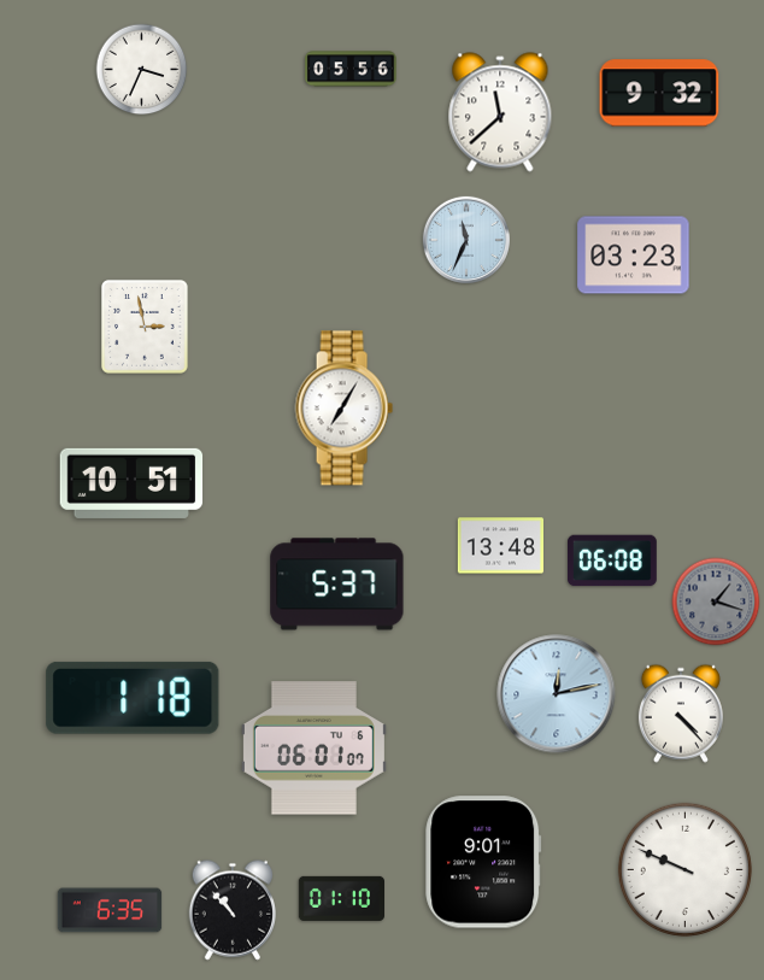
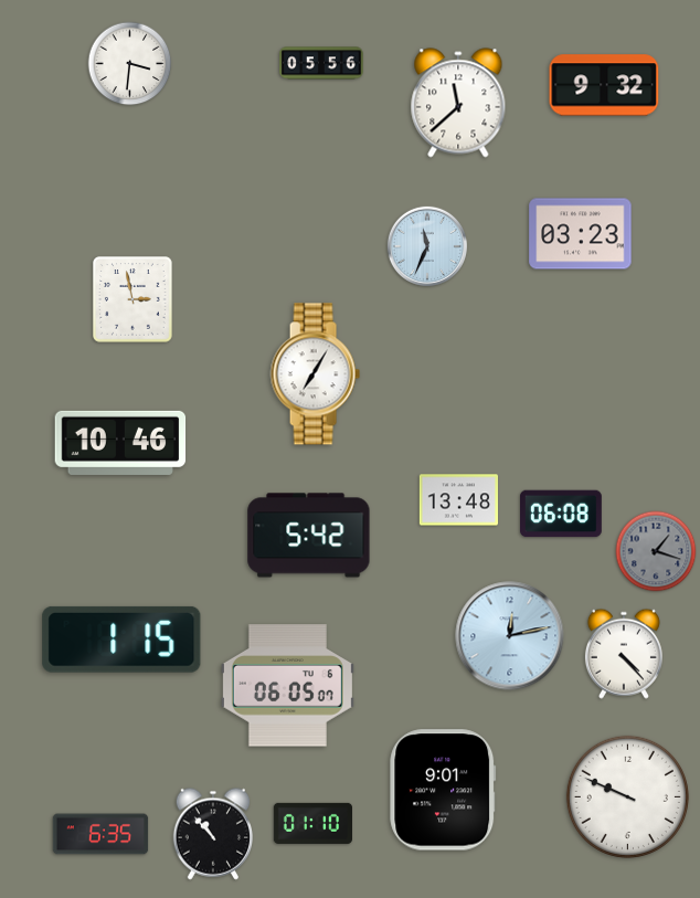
clock at (142, 70): 3:34 -> 3:31
clock at (465, 239) position: (465, 239) -> (426, 245)
clock at (131, 483): 10:51 -> 10:46
clock at (337, 585): 5:37 -> 5:42
clock at (133, 698): 1:18 -> 1:15
clock at (313, 749): 06:01 -> 06:05
